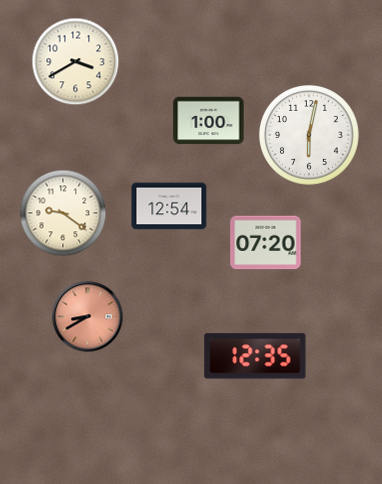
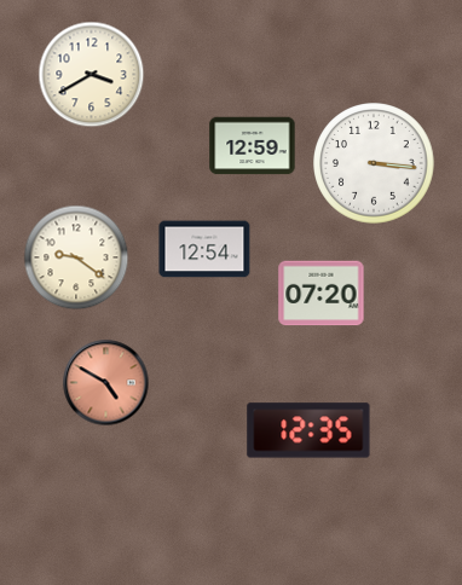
clock at (209, 121): 1:00 -> 12:59
clock at (309, 135): 6:02 -> 3:16
clock at (88, 317): 8:40 -> 4:50
